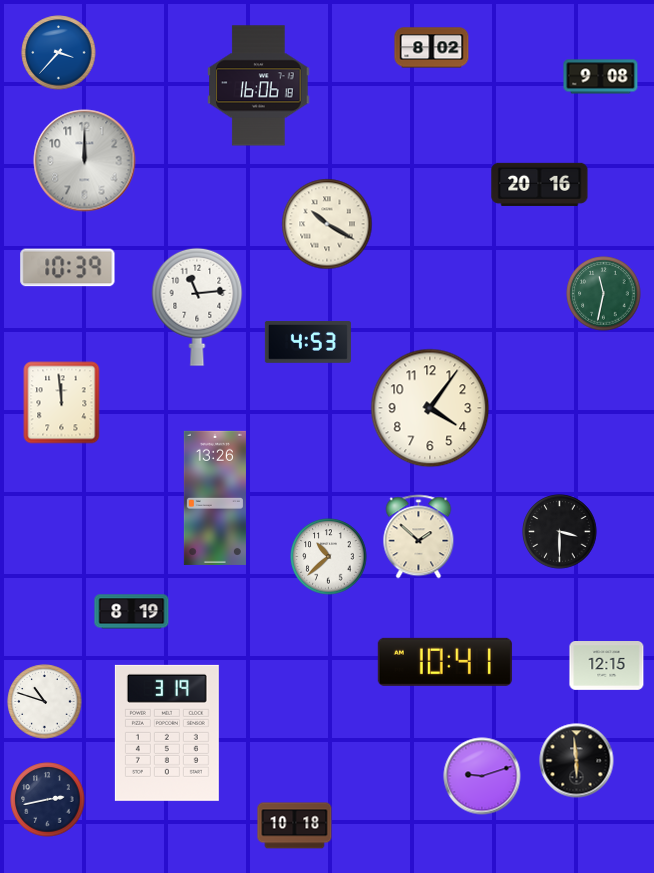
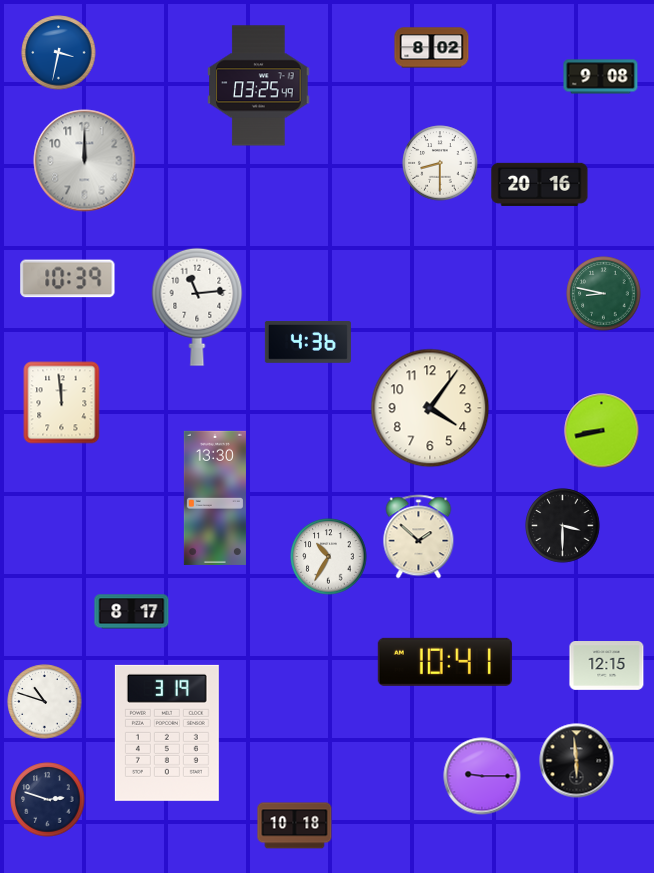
clock at (59, 53): 3:37 -> 3:32
clock at (259, 86): 16:06 -> 03:25
clock at (440, 163): none -> 8:30
clock at (327, 224): 10:20 -> none
clock at (68, 268) position: (68, 268) -> (68, 279)
clock at (604, 294): 11:32 -> 8:47
clock at (308, 343): 4:53 -> 4:36
clock at (602, 431): none -> 8:43
clock at (215, 498): 13:26 -> 13:30
clock at (560, 532) position: (560, 532) -> (563, 526)
clock at (329, 557): 10:38 -> 10:35
clock at (132, 612): 8:19 -> 8:17
clock at (482, 776): 9:12 -> 9:15
clock at (48, 800): 2:43 -> 2:48
